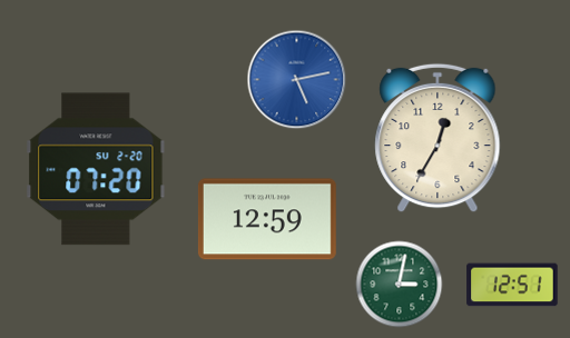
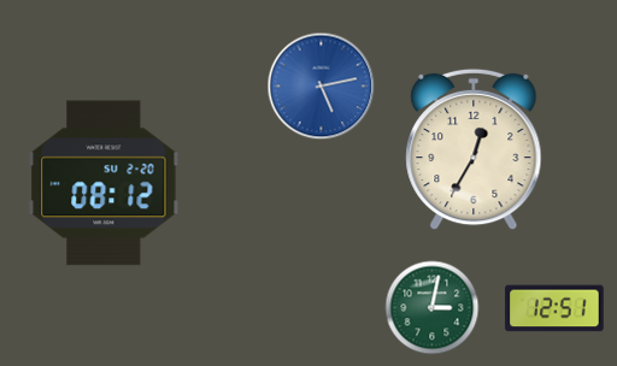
clock at (96, 169): 07:20 -> 08:12
clock at (267, 219): 12:59 -> none
